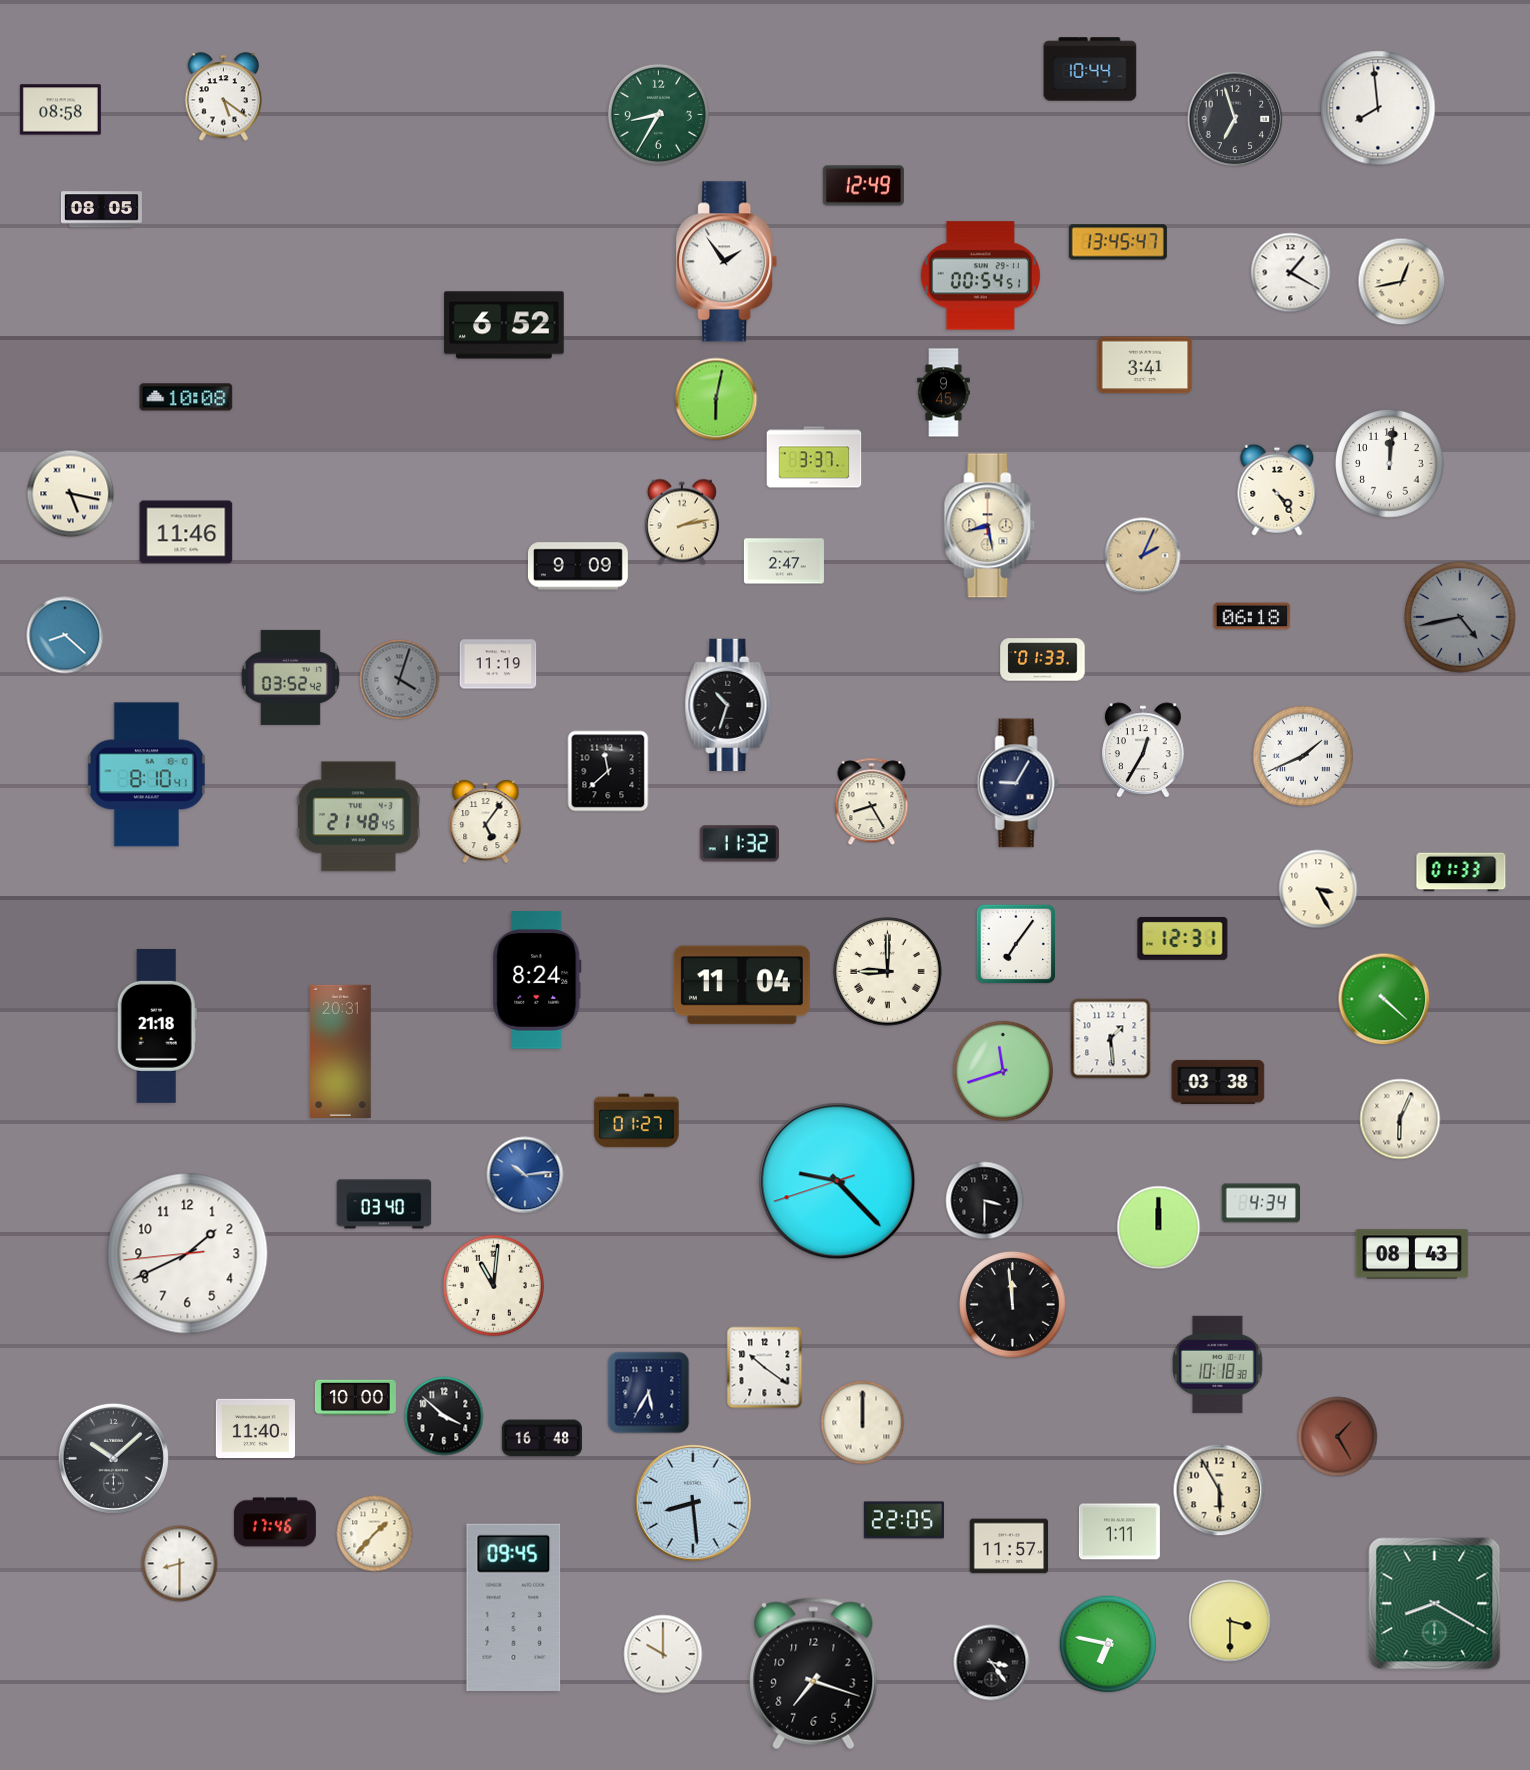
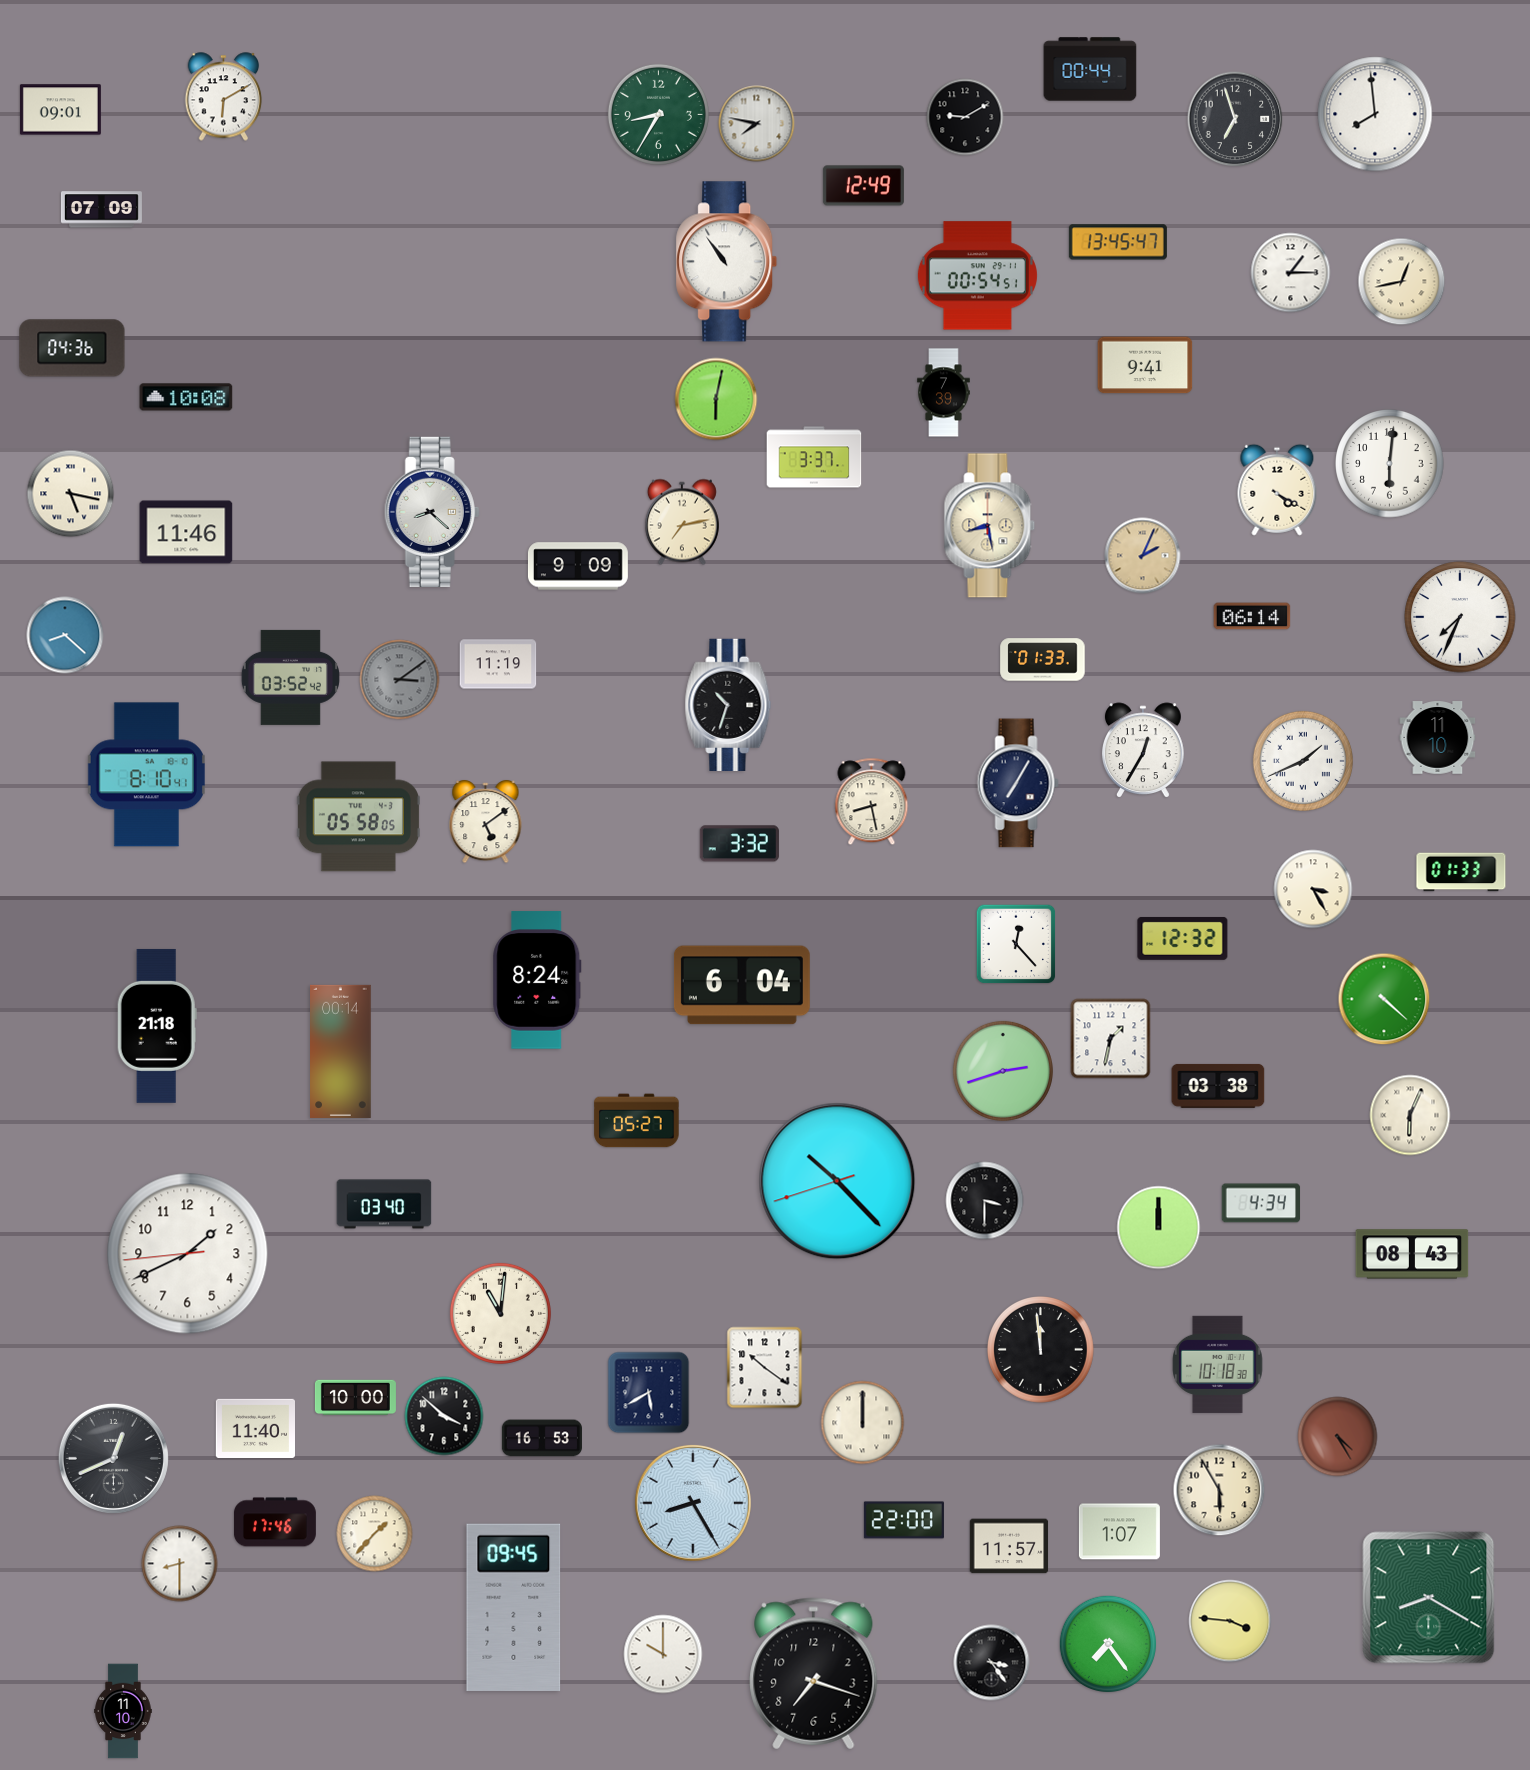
clock at (1090, 69): 10:44 -> 00:44
clock at (224, 97): 5:21 -> 6:10
clock at (1378, 108) position: (1378, 108) -> (1375, 114)
clock at (60, 110): 08:58 -> 09:01
clock at (965, 117): none -> 9:10
clock at (757, 124): none -> 7:47
clock at (101, 210): 08:05 -> 07:09
clock at (727, 262): 1:54 -> 10:54
clock at (1291, 273): 1:20 -> 1:15
clock at (980, 276) position: (980, 276) -> (977, 276)
clock at (504, 325): 6:52 -> none
clock at (72, 348): none -> 04:36
clock at (1145, 365): 3:41 -> 9:41
clock at (944, 393): 9:45 -> 7:39
clock at (1390, 464): 12:01 -> 6:01
clock at (1277, 490): 4:24 -> 4:20
clock at (432, 512): none -> 8:22
clock at (682, 522): 2:13 -> 7:13
clock at (784, 561): 2:47 -> none
clock at (1252, 616): 06:18 -> 06:14
clock at (1460, 617): 4:43 -> 7:34
clock at (1460, 617) dial: grey -> white
clock at (400, 680): 4:03 -> 3:09
clock at (1438, 738): none -> 11:10
clock at (1303, 756) position: (1303, 756) -> (1303, 761)
clock at (608, 771): 11:38 -> none
clock at (1018, 783): 9:05 -> 7:05
clock at (872, 802): 8:25 -> 8:28
clock at (358, 817): 21:48 -> 05:58
clock at (486, 822): 5:06 -> 5:09
clock at (739, 844): 11:32 -> 3:32
clock at (1318, 889) position: (1318, 889) -> (1313, 889)
clock at (1183, 938): 12:31 -> 12:32
clock at (1016, 944): 7:06 -> 12:23
clock at (888, 972): 9:00 -> none
clock at (742, 985): 11:04 -> 6:04
clock at (1111, 1039): 1:29 -> 1:32
clock at (341, 1051): 20:31 -> 00:14
clock at (1003, 1071): 11:42 -> 2:42
clock at (1218, 1082) position: (1218, 1082) -> (1218, 1086)
clock at (1400, 1119) position: (1400, 1119) -> (1410, 1115)
clock at (637, 1121): 01:27 -> 05:27
clock at (525, 1175): 10:14 -> none
clock at (837, 1181): 9:22 -> 10:22
clock at (493, 1285) position: (493, 1285) -> (500, 1313)
clock at (1013, 1305) position: (1013, 1305) -> (1041, 1350)
clock at (649, 1393): 5:35 -> 5:40
clock at (1338, 1437): 1:25 -> 4:25
clock at (542, 1438): 16:48 -> 16:53
clock at (113, 1458): 10:08 -> 12:41
clock at (693, 1503): 8:29 -> 8:25
clock at (904, 1520): 22:05 -> 22:00
clock at (1119, 1532): 1:11 -> 1:07
clock at (1435, 1604) position: (1435, 1604) -> (1429, 1598)
clock at (1230, 1621): 3:30 -> 3:46
clock at (1108, 1644): 6:47 -> 7:24
clock at (123, 1711): none -> 11:10
